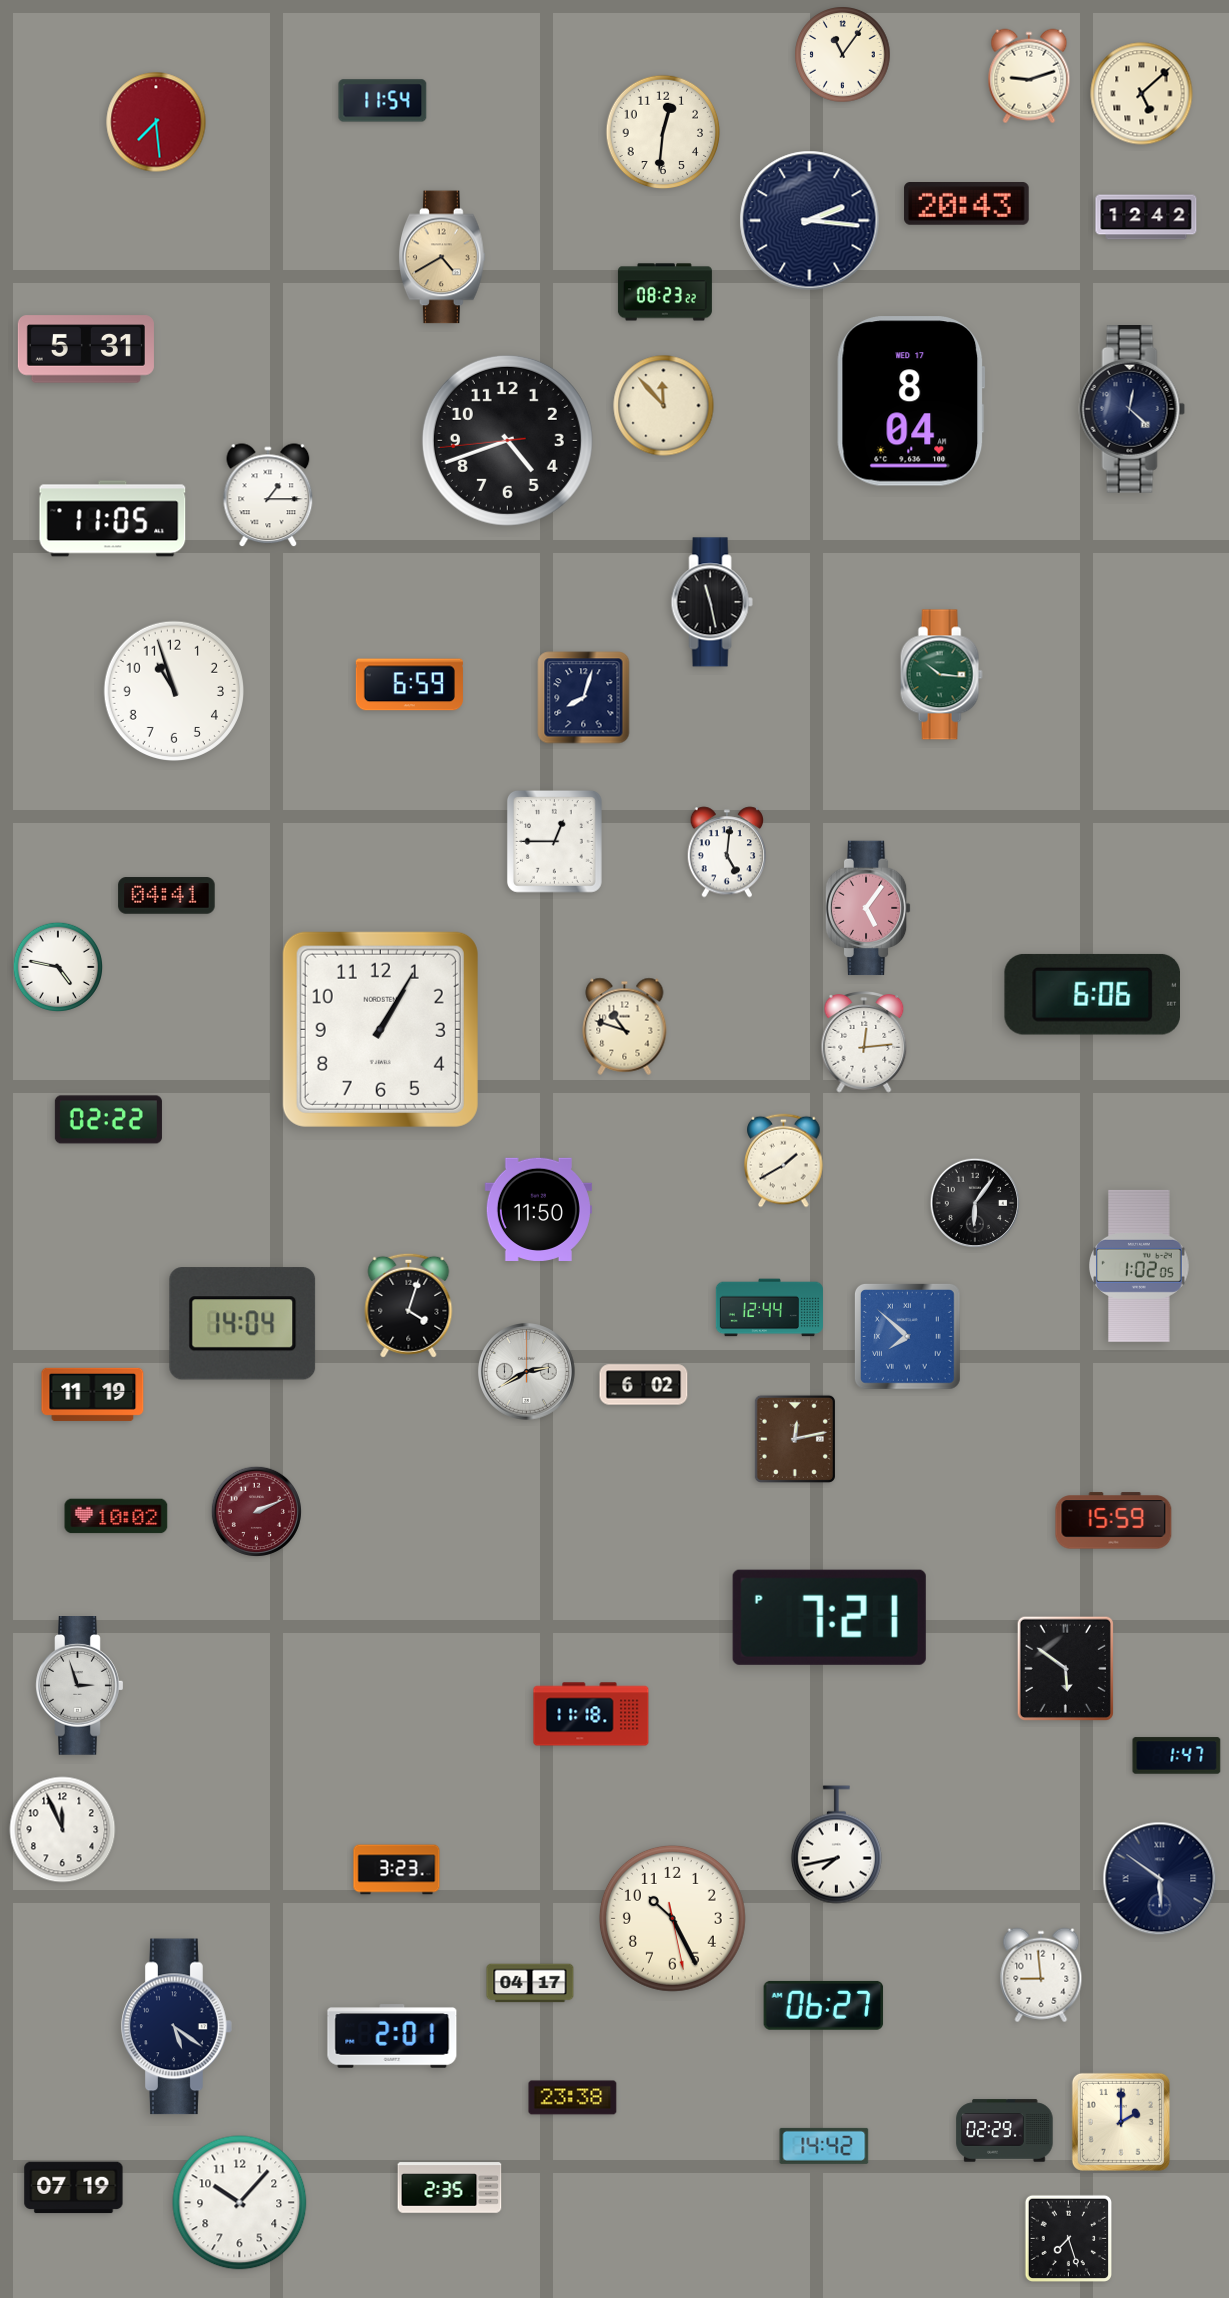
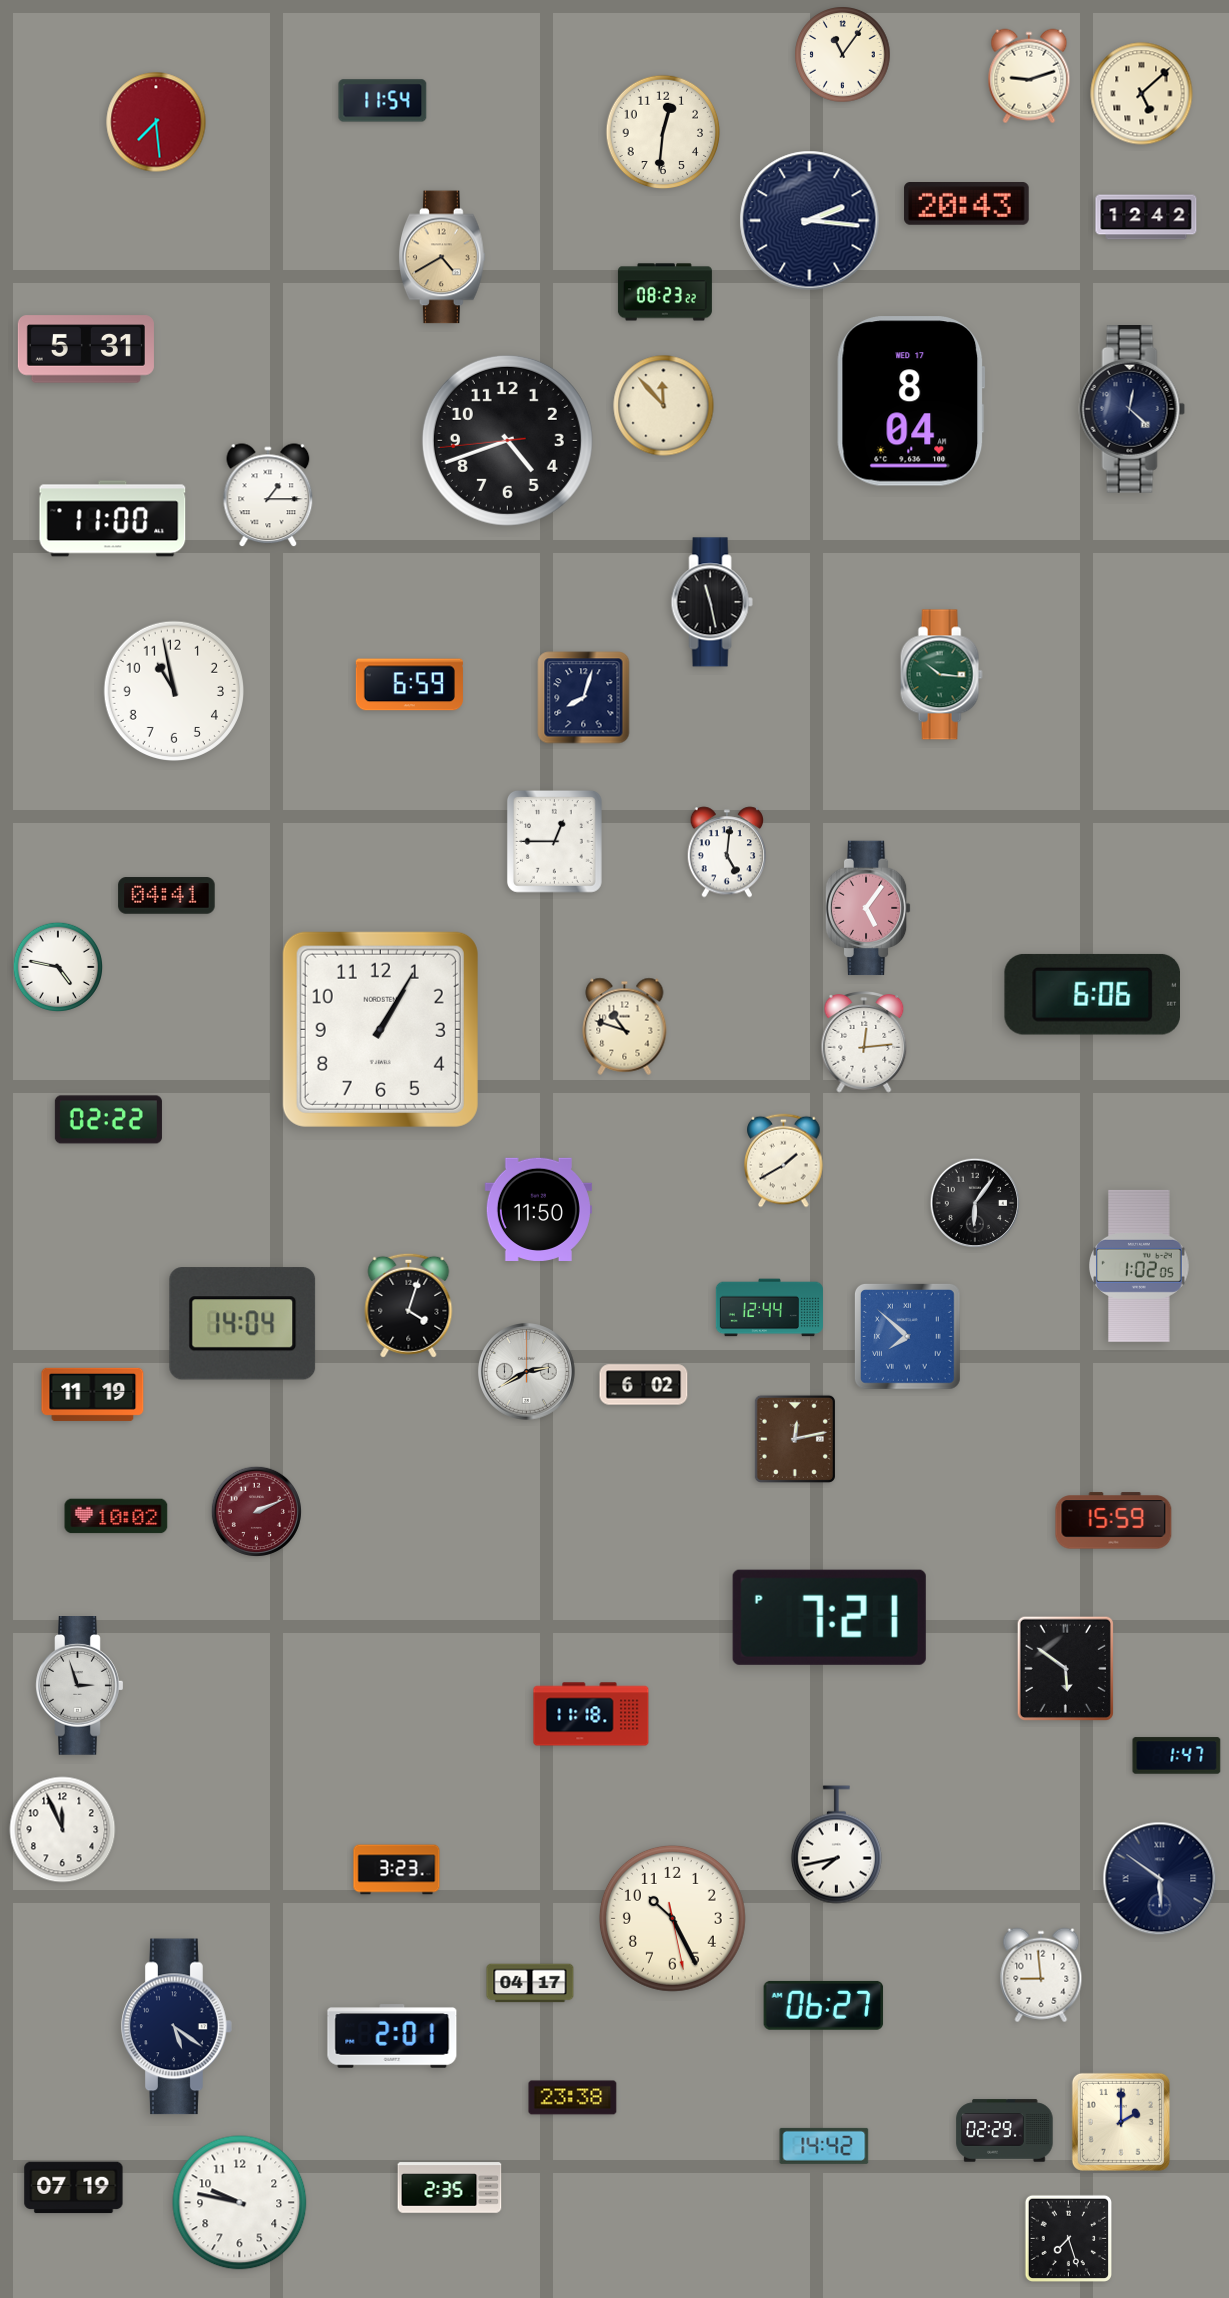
clock at (113, 519): 11:05 -> 11:00
clock at (173, 690): 10:57 -> 10:58
clock at (240, 2203): 10:07 -> 9:47
